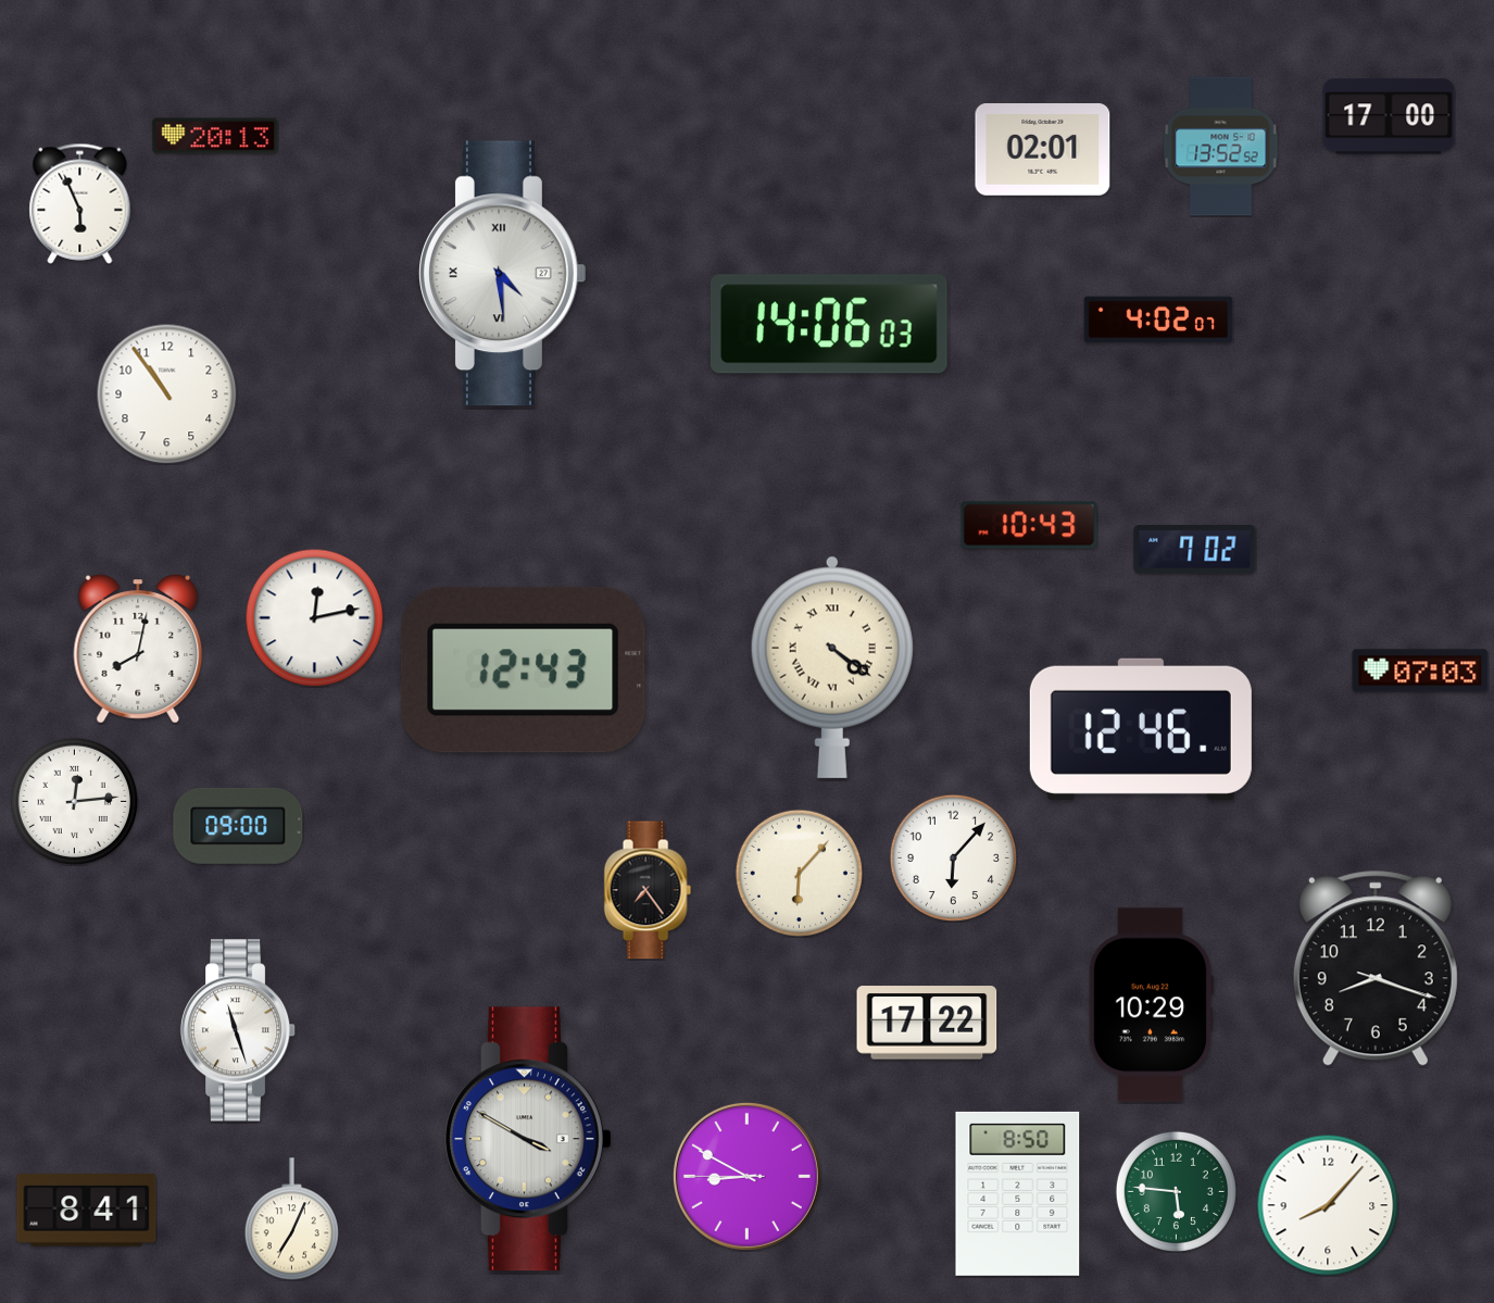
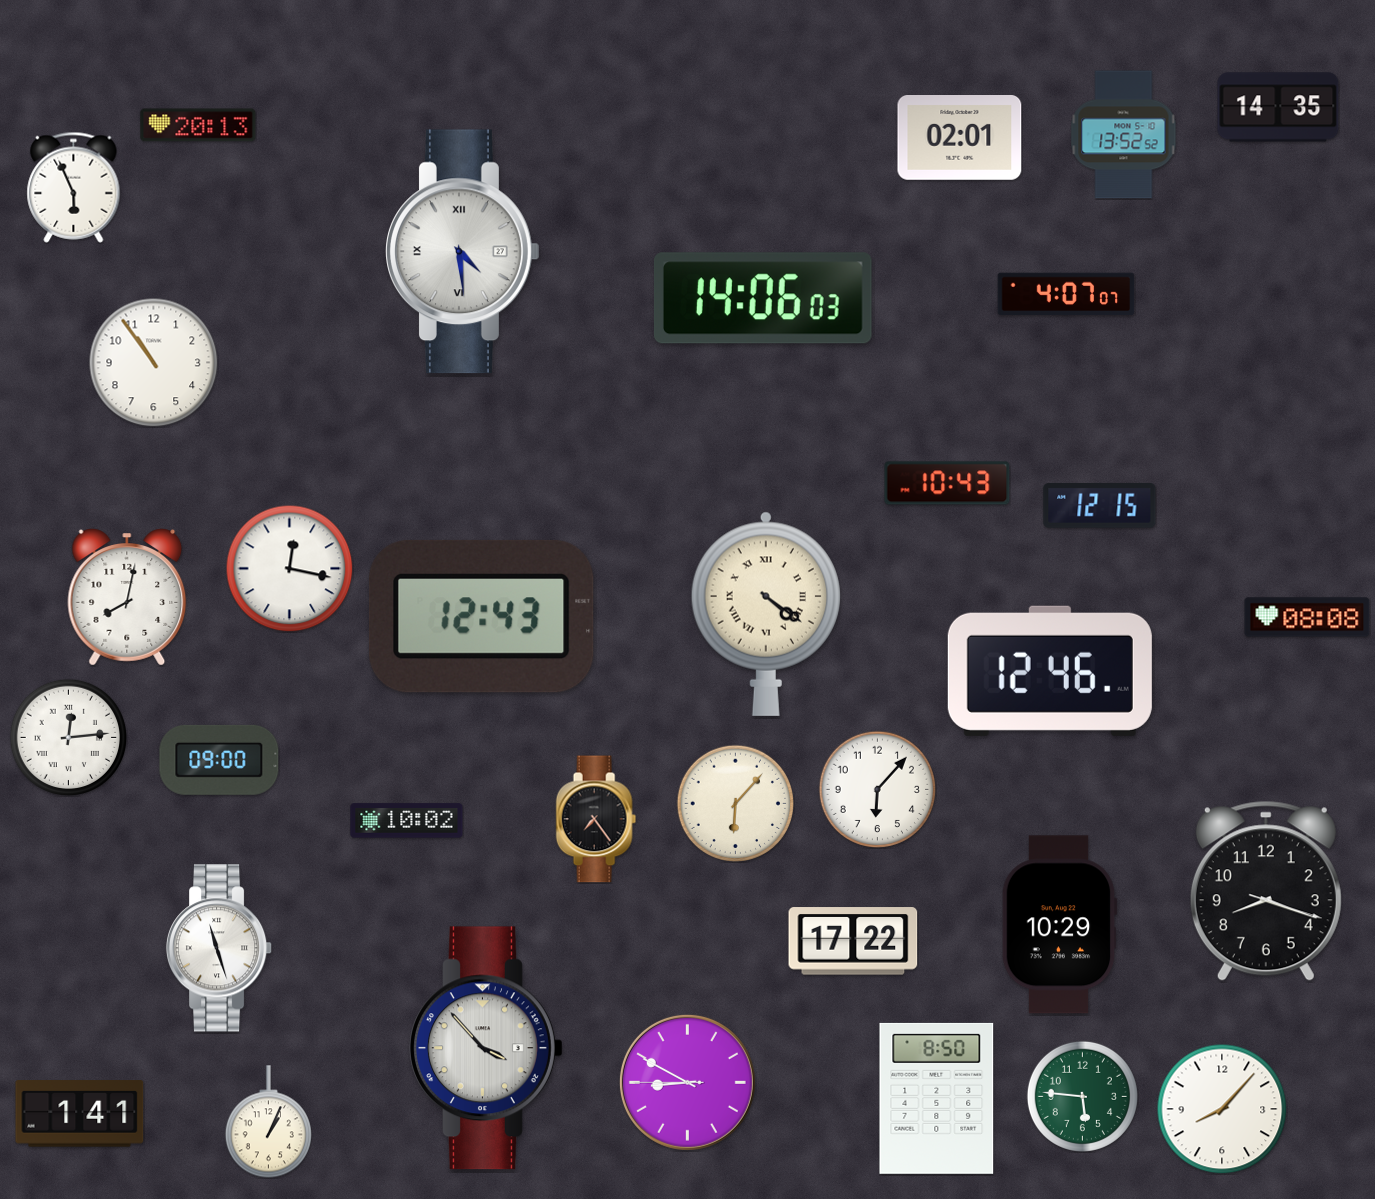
clock at (1389, 116): 17:00 -> 14:35
clock at (1158, 320): 4:02 -> 4:07
clock at (1195, 550): 7:02 -> 12:15
clock at (314, 617): 12:13 -> 12:17
clock at (1420, 671): 07:03 -> 08:08
clock at (407, 821): none -> 10:02
clock at (528, 1139): 3:50 -> 3:53
clock at (87, 1211): 8:41 -> 1:41
clock at (291, 1219): 7:04 -> 1:04
